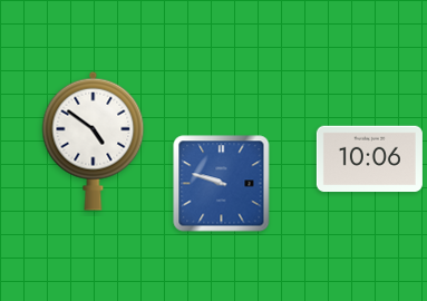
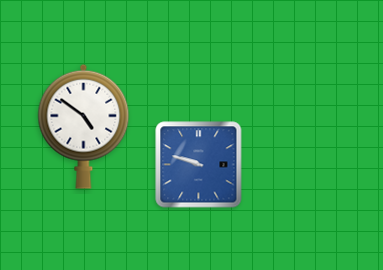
clock at (369, 159): 10:06 -> none
